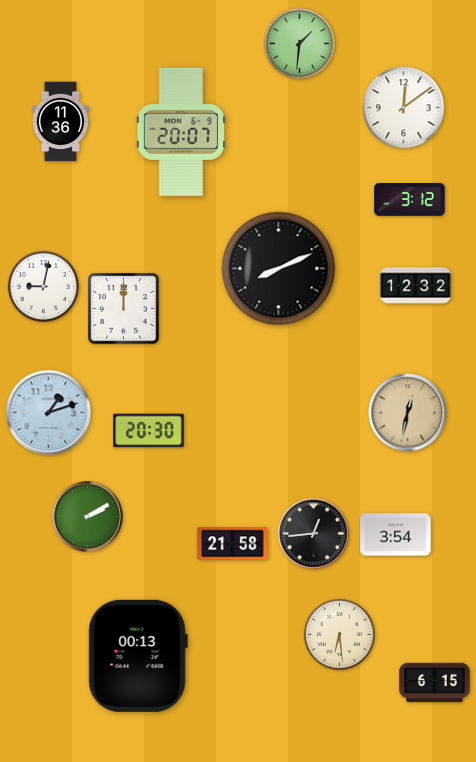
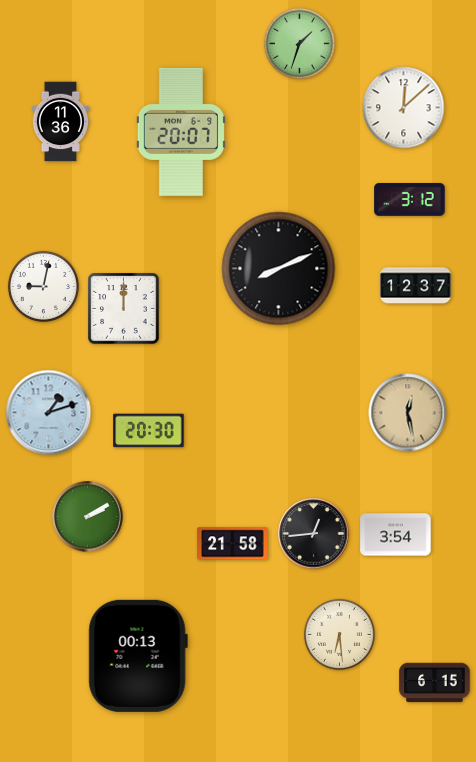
clock at (299, 43): 1:31 -> 1:33
clock at (404, 108): 12:09 -> 12:08
clock at (416, 286): 12:32 -> 12:37
clock at (408, 413): 12:32 -> 12:28
